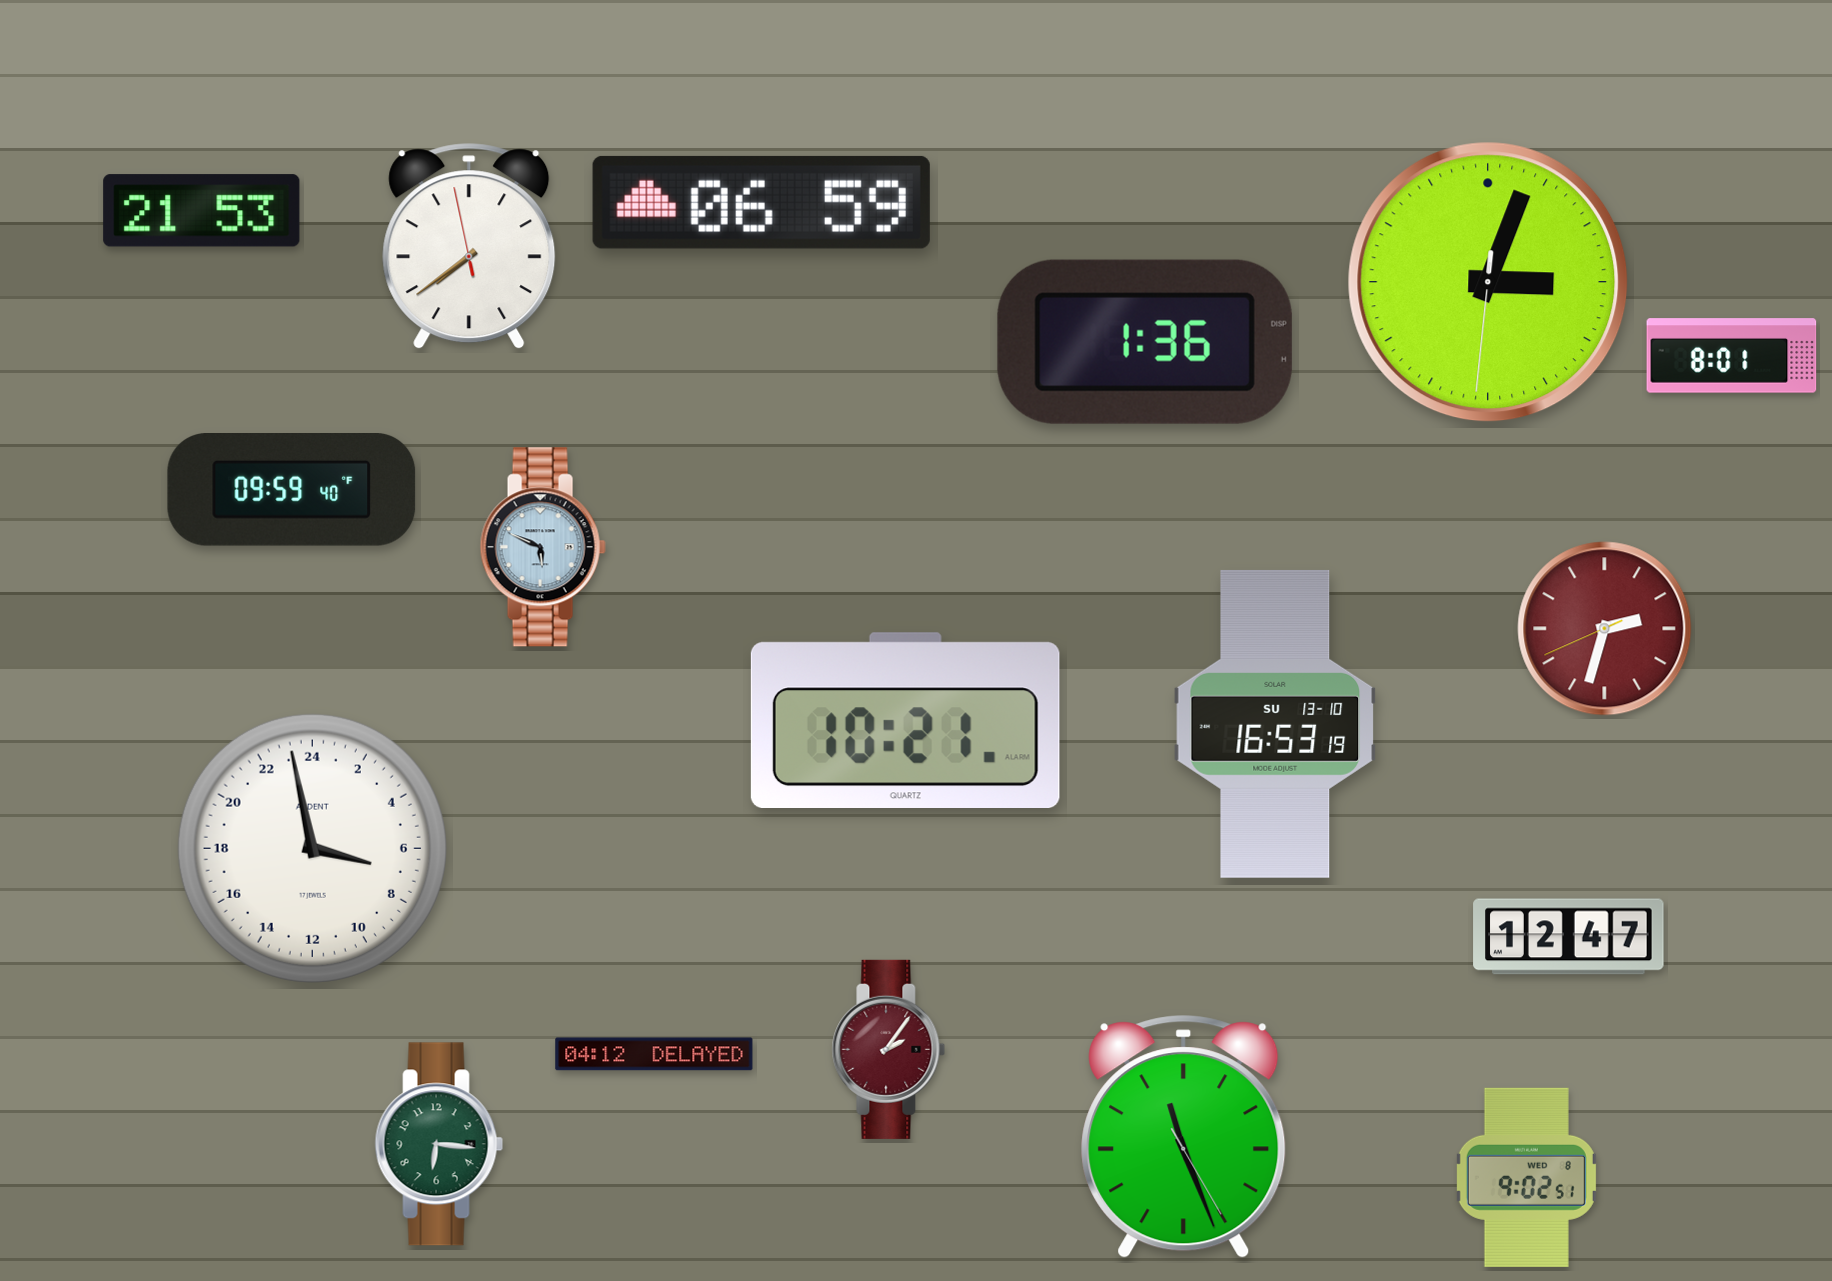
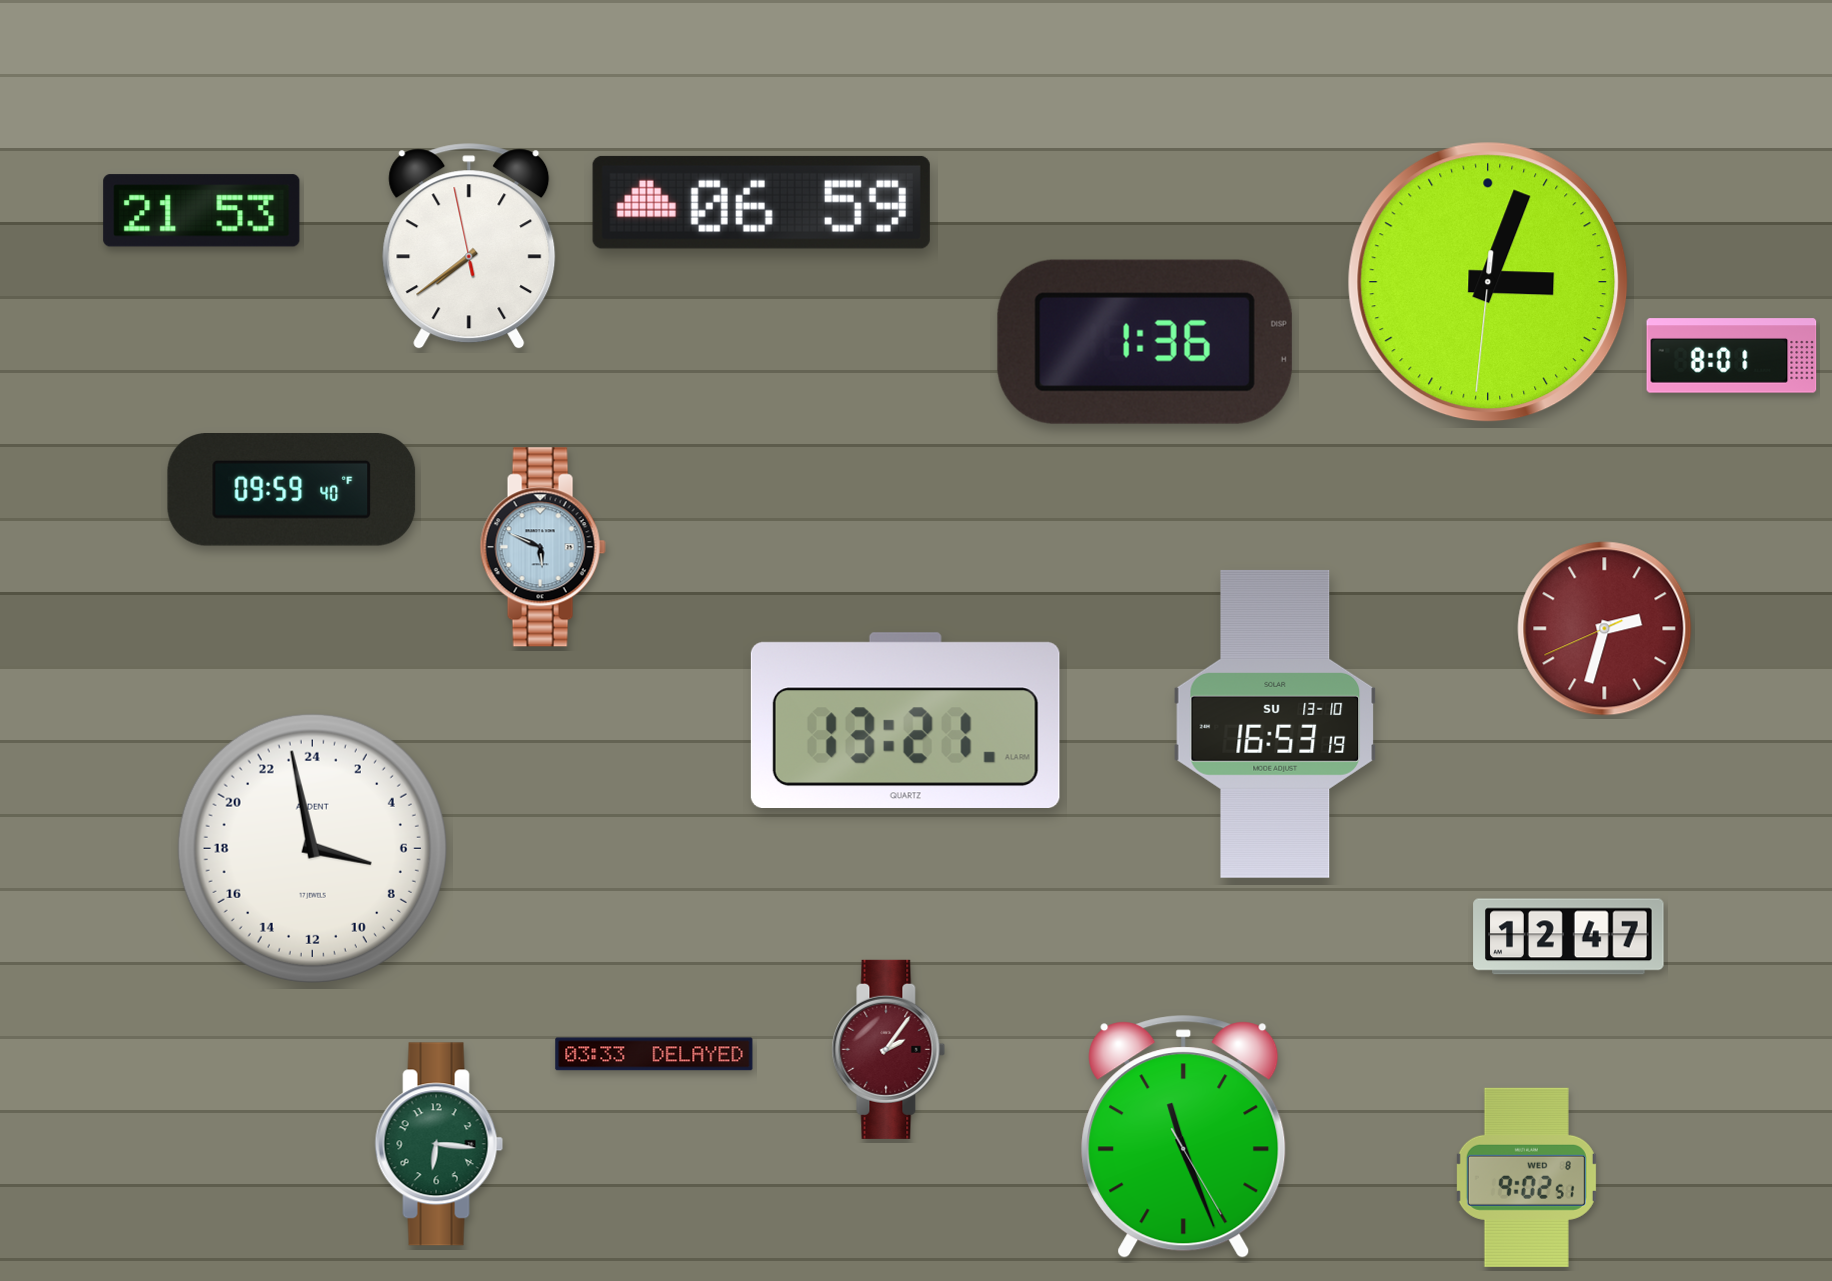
clock at (905, 720): 10:21 -> 13:21
clock at (654, 1054): 04:12 -> 03:33
